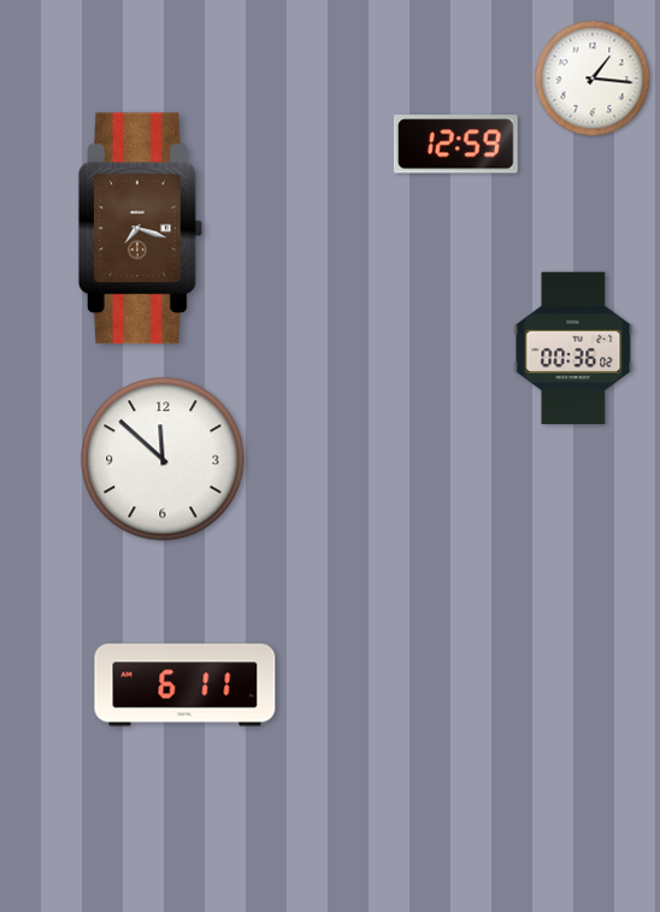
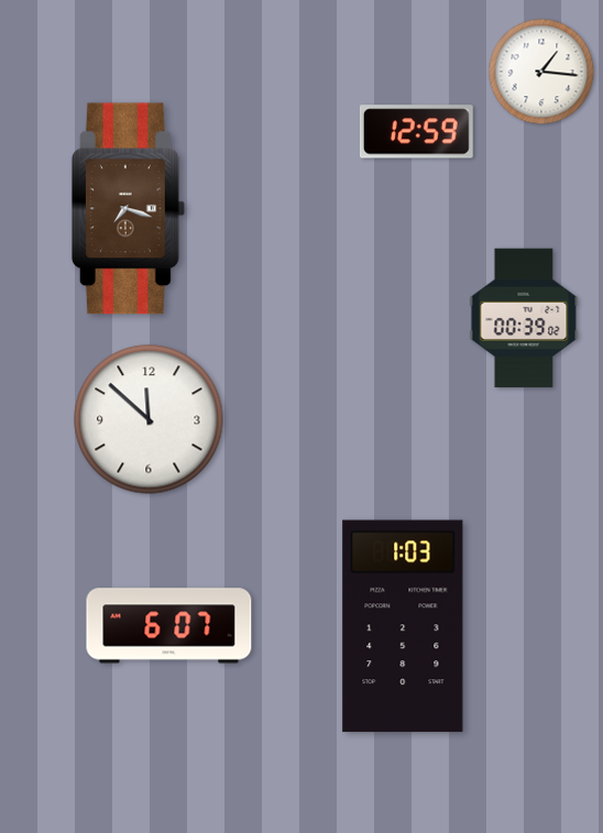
clock at (573, 348): 00:36 -> 00:39
clock at (185, 686): 6:11 -> 6:07
clock at (403, 626): none -> 1:03
